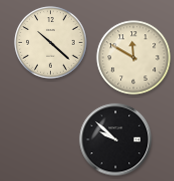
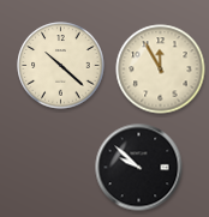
clock at (51, 43) position: (51, 43) -> (61, 66)
clock at (134, 58): 11:50 -> 11:55
